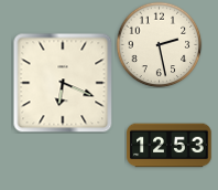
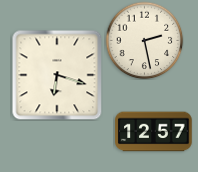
clock at (63, 83): 6:19 -> 6:18
clock at (170, 146): 12:53 -> 12:57
